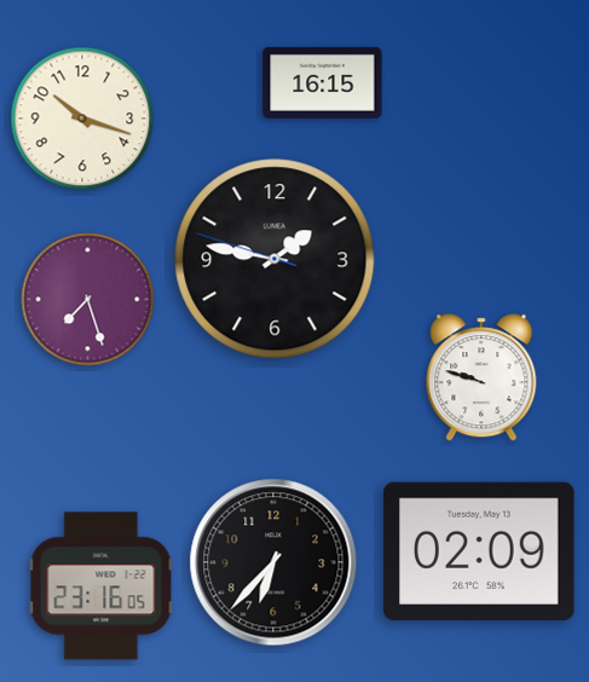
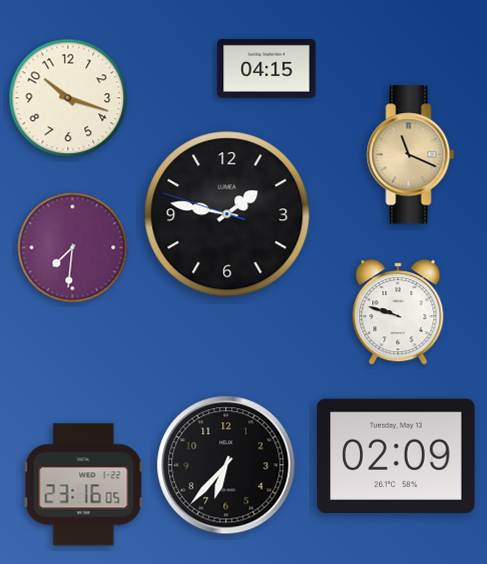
clock at (323, 82): 16:15 -> 04:15
clock at (411, 155): none -> 11:19
clock at (88, 300): 7:27 -> 7:31
